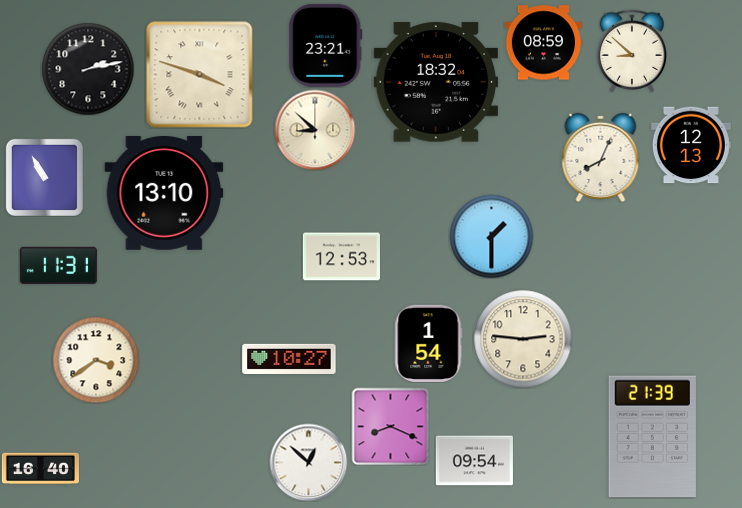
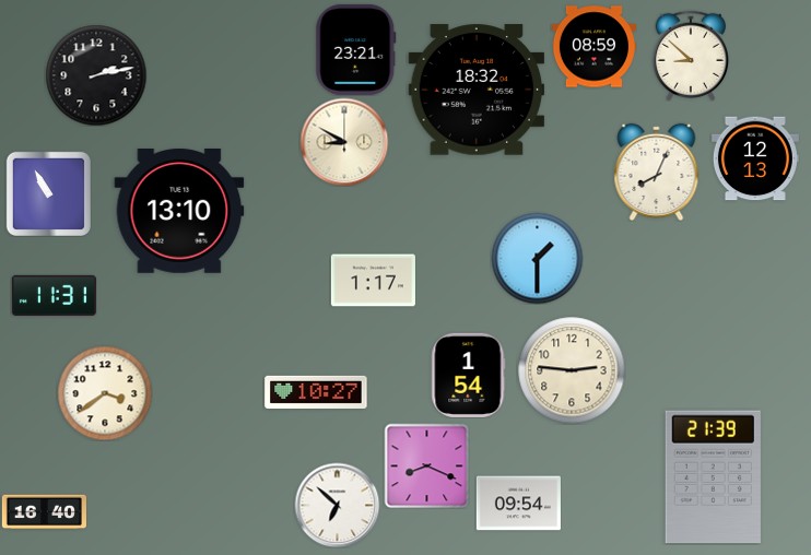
clock at (200, 75): 3:48 -> none
clock at (315, 130): 8:52 -> 8:50
clock at (341, 257): 12:53 -> 1:17
clock at (58, 265) position: (58, 265) -> (54, 295)
clock at (308, 462): 12:52 -> 6:52
